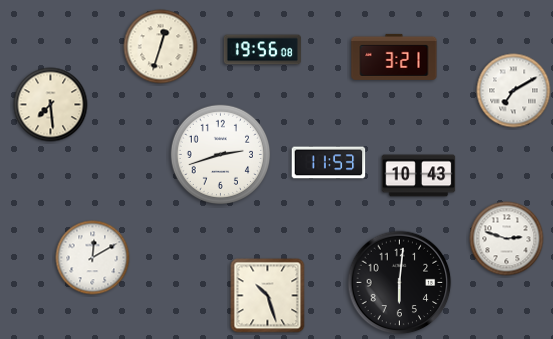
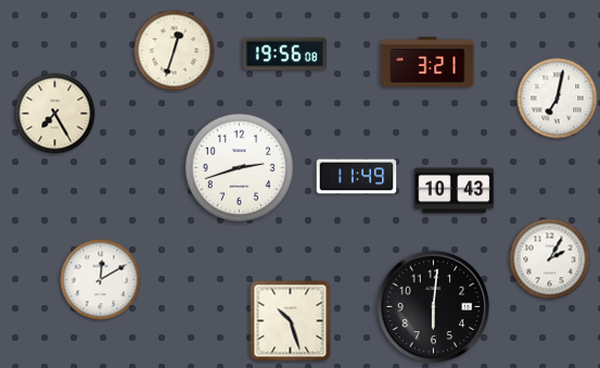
clock at (514, 91): 7:10 -> 7:02
clock at (51, 105): 7:29 -> 7:25
clock at (329, 163): 11:53 -> 11:49
clock at (507, 239): 2:48 -> 2:05
